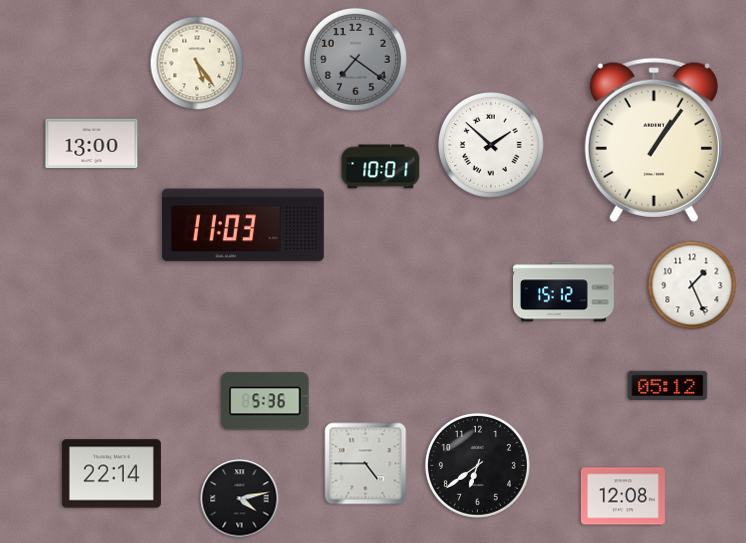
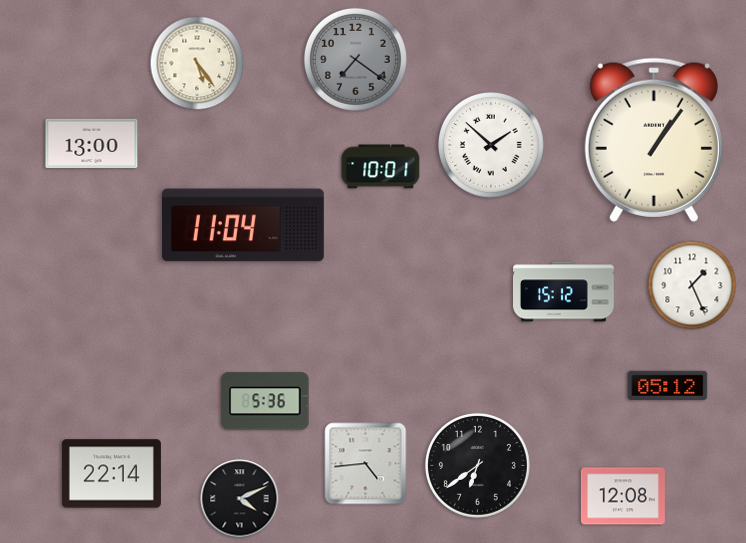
clock at (243, 225): 11:03 -> 11:04
clock at (366, 464): 4:45 -> 4:44
clock at (240, 499): 4:13 -> 4:11
